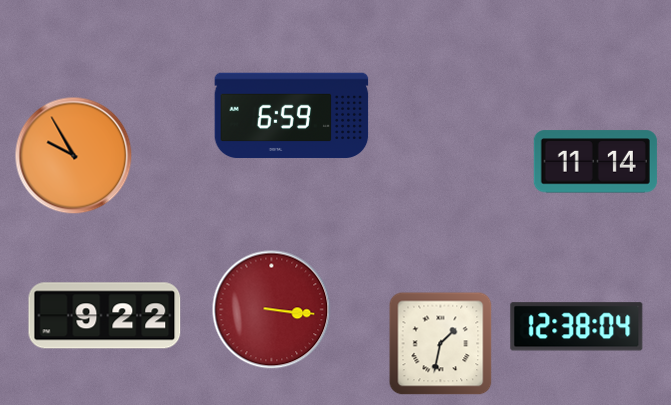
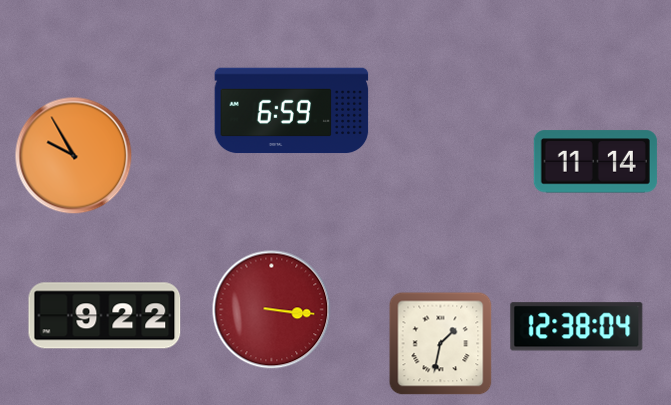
clock at (292, 116) position: (292, 116) -> (292, 111)
